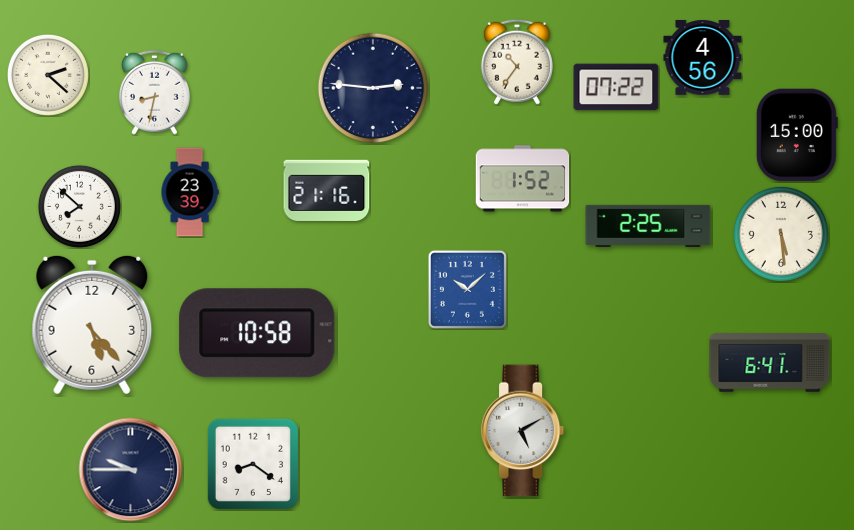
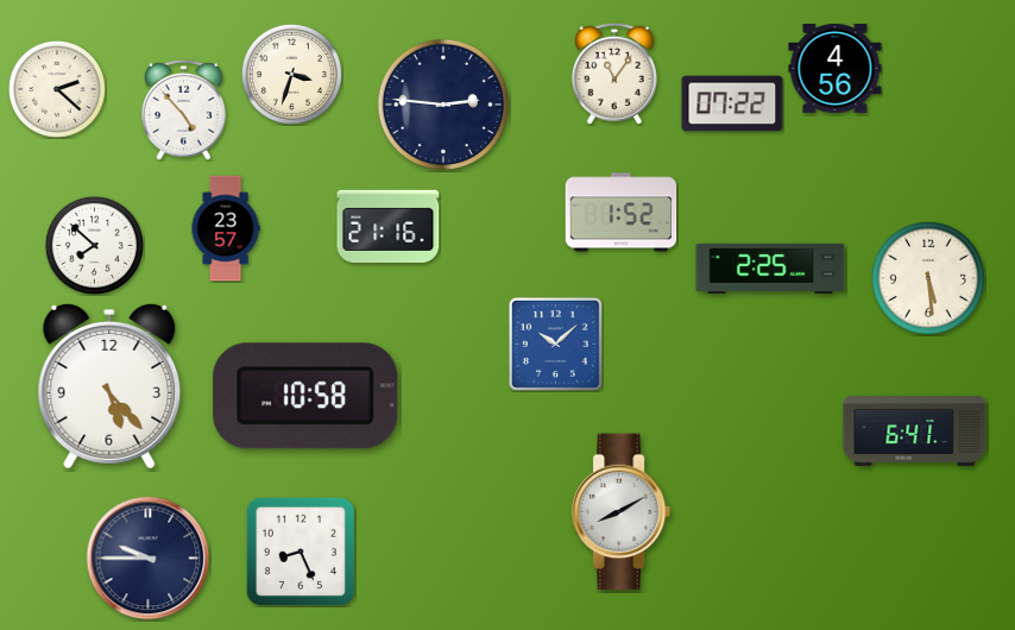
clock at (291, 74): none -> 3:33
clock at (517, 62): 10:36 -> 11:06
clock at (155, 92): 8:32 -> 4:53
clock at (797, 135): 15:00 -> none
clock at (190, 192): 23:39 -> 23:57
clock at (523, 431): 5:10 -> 8:10
clock at (253, 464): 8:21 -> 8:26
clock at (131, 470) position: (131, 470) -> (149, 559)
